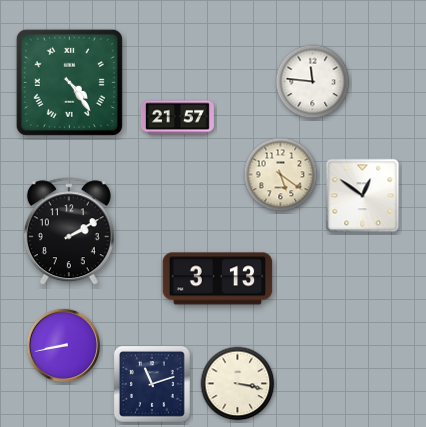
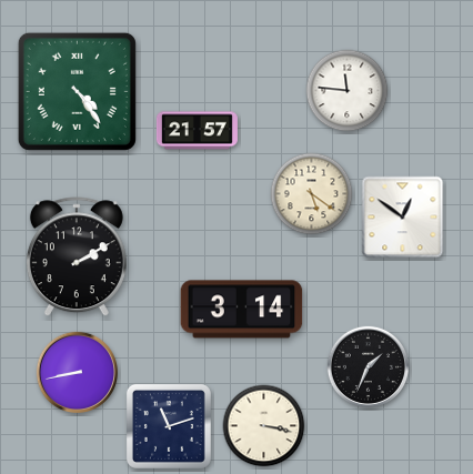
clock at (218, 279): 3:13 -> 3:14
clock at (368, 366): none -> 1:34
clock at (63, 345) position: (63, 345) -> (77, 372)
